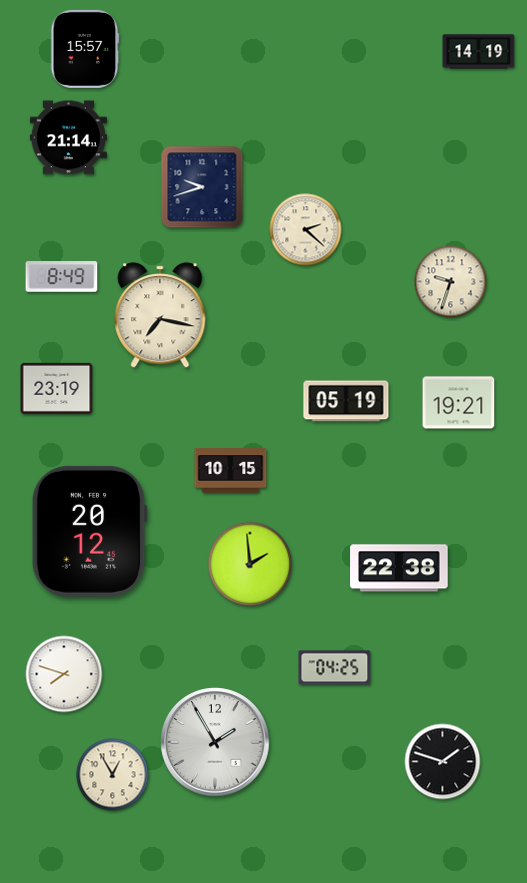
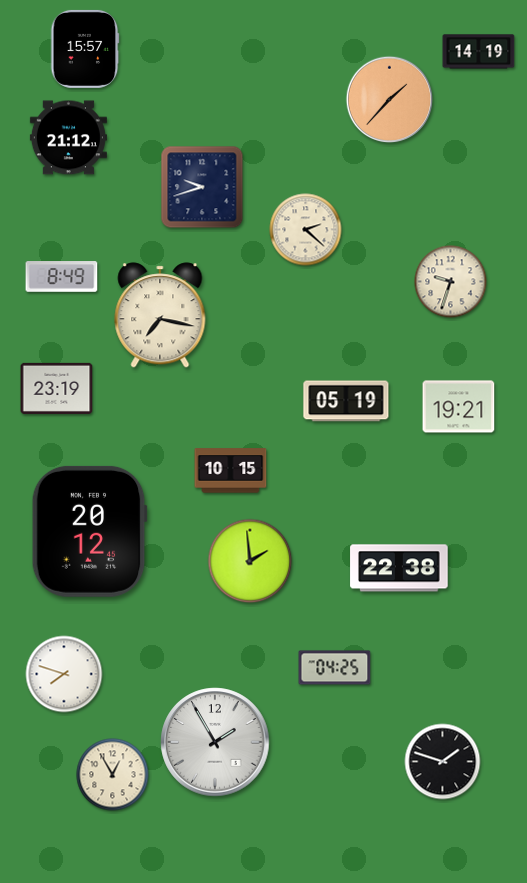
clock at (390, 100): none -> 1:37
clock at (68, 138): 21:14 -> 21:12
clock at (459, 403) position: (459, 403) -> (459, 407)
clock at (250, 564) position: (250, 564) -> (250, 561)
